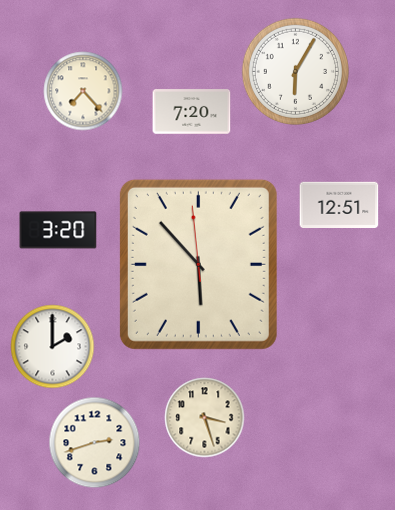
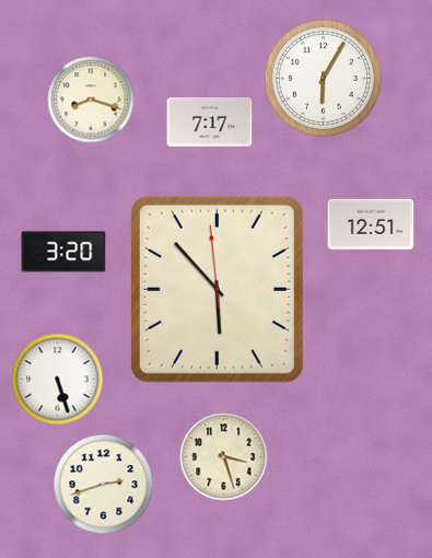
clock at (83, 91): 7:23 -> 8:18
clock at (192, 112): 7:20 -> 7:17
clock at (53, 347): 2:00 -> 5:27
